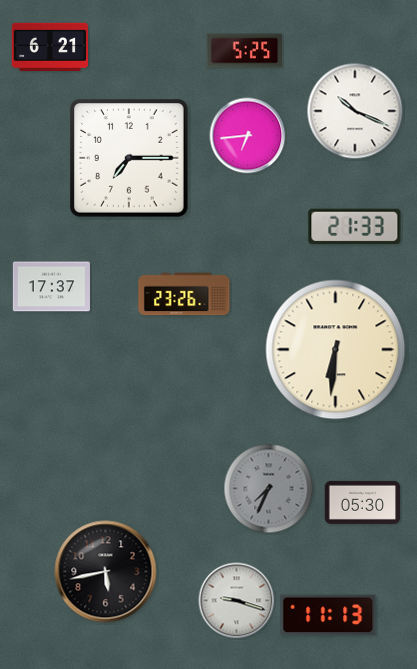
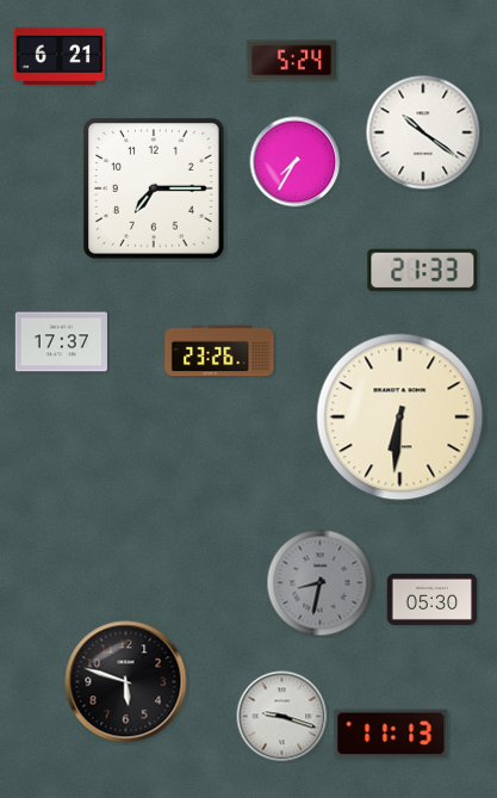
clock at (245, 51): 5:25 -> 5:24
clock at (355, 111): 10:19 -> 10:21
clock at (248, 136): 6:44 -> 7:35
clock at (269, 489): 7:34 -> 8:32
clock at (106, 572): 5:43 -> 5:48
